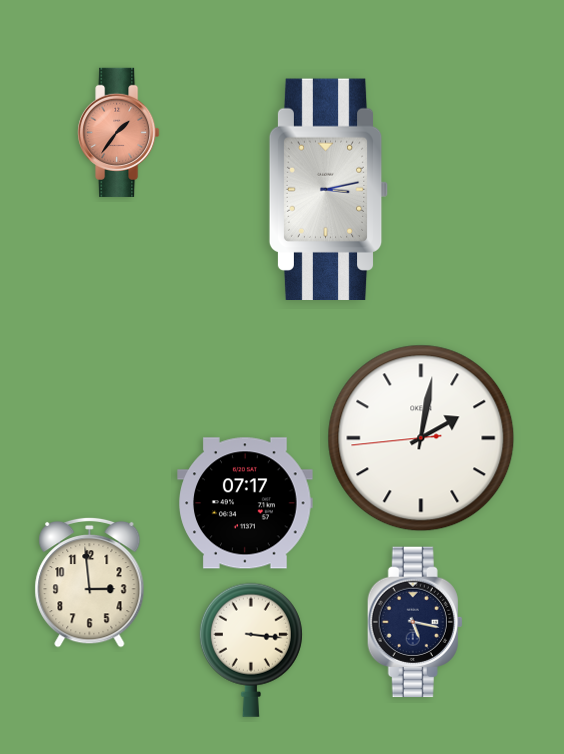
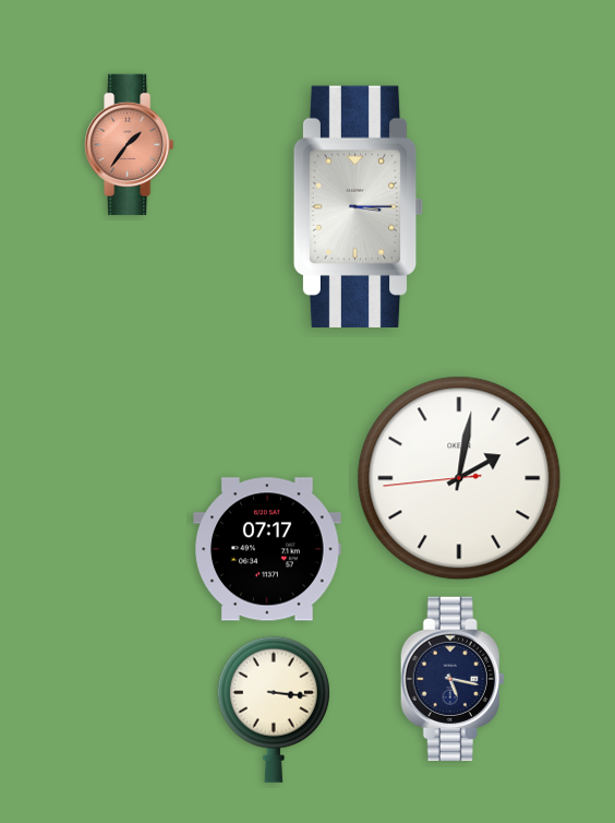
clock at (329, 189): 3:13 -> 3:15
clock at (90, 582): 2:59 -> none
